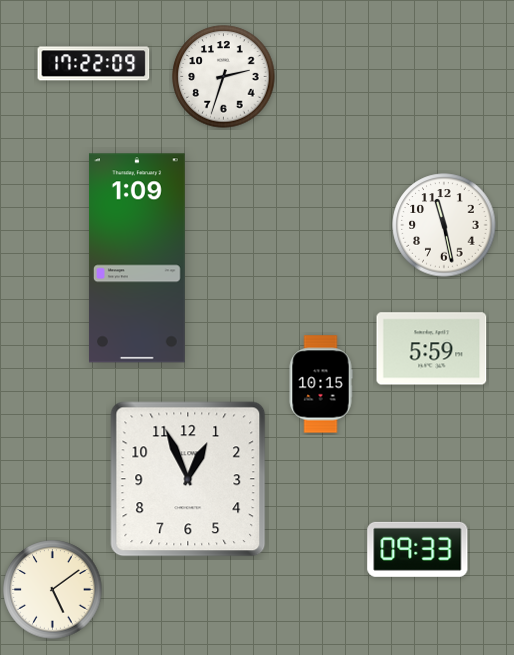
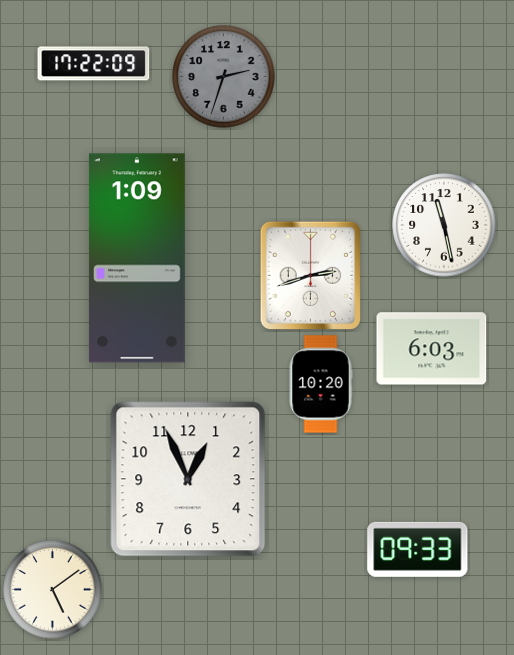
clock at (224, 77) dial: white -> grey
clock at (310, 275): none -> 2:42
clock at (432, 349): 5:59 -> 6:03
clock at (321, 384): 10:15 -> 10:20
